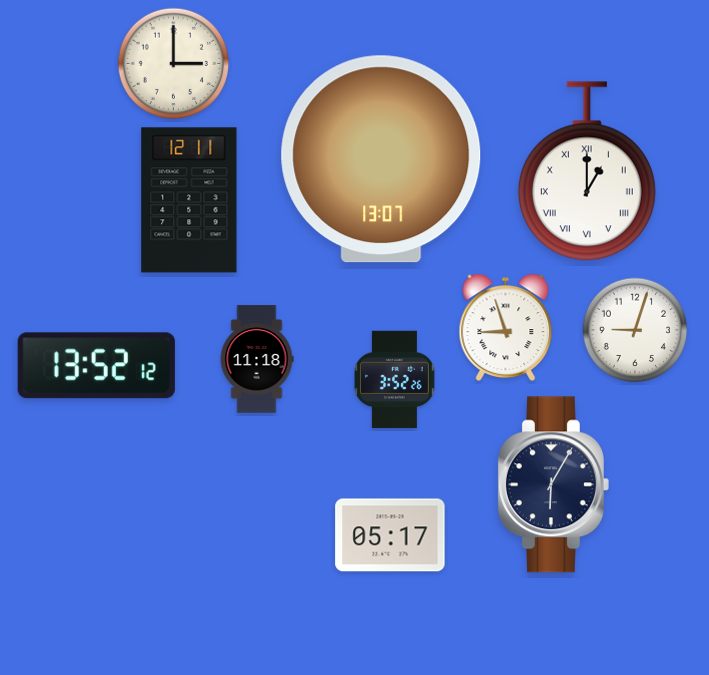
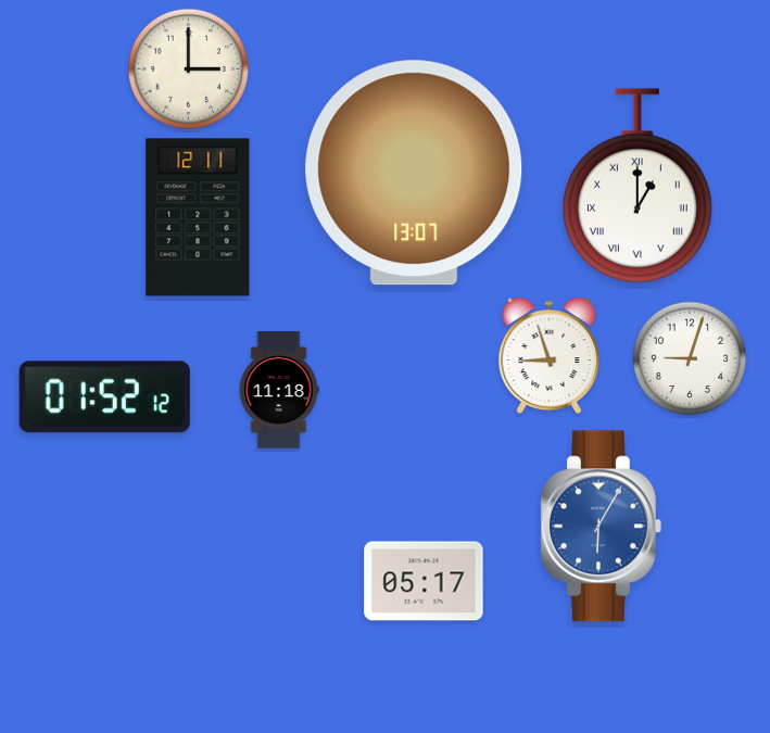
clock at (189, 200) position: (189, 200) -> (198, 217)
clock at (96, 366): 13:52 -> 01:52
clock at (394, 380): 3:52 -> none
clock at (553, 485) dial: navy -> blue
